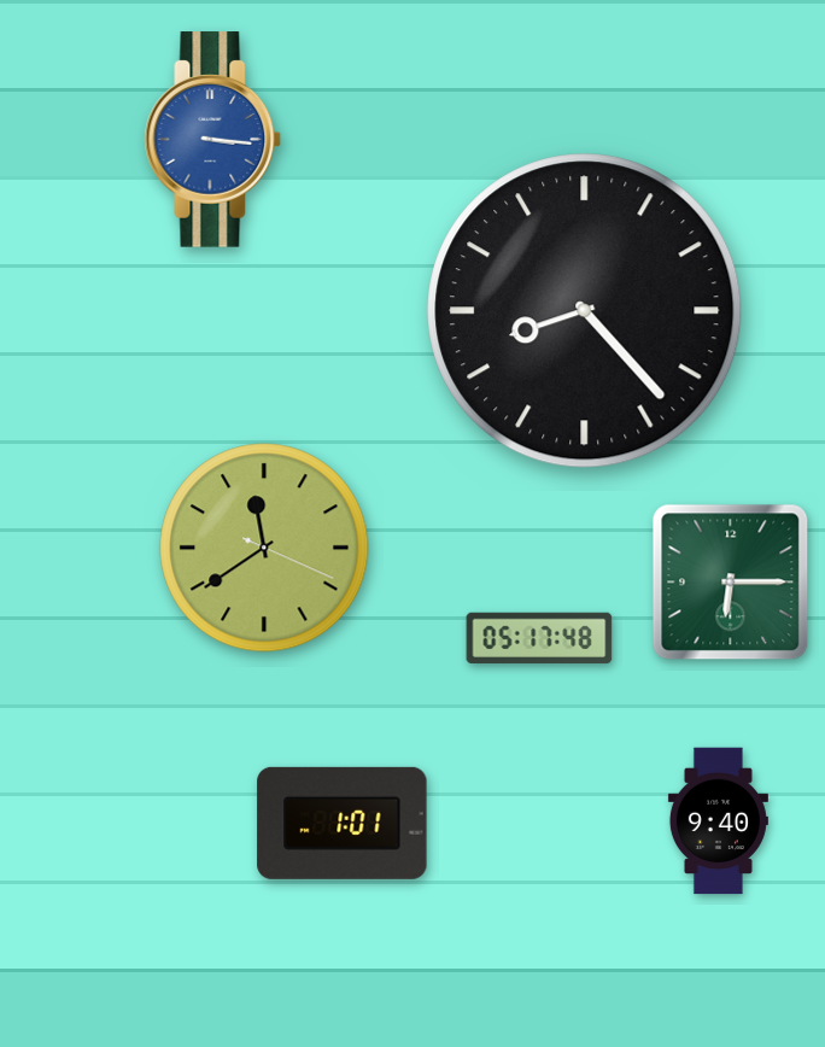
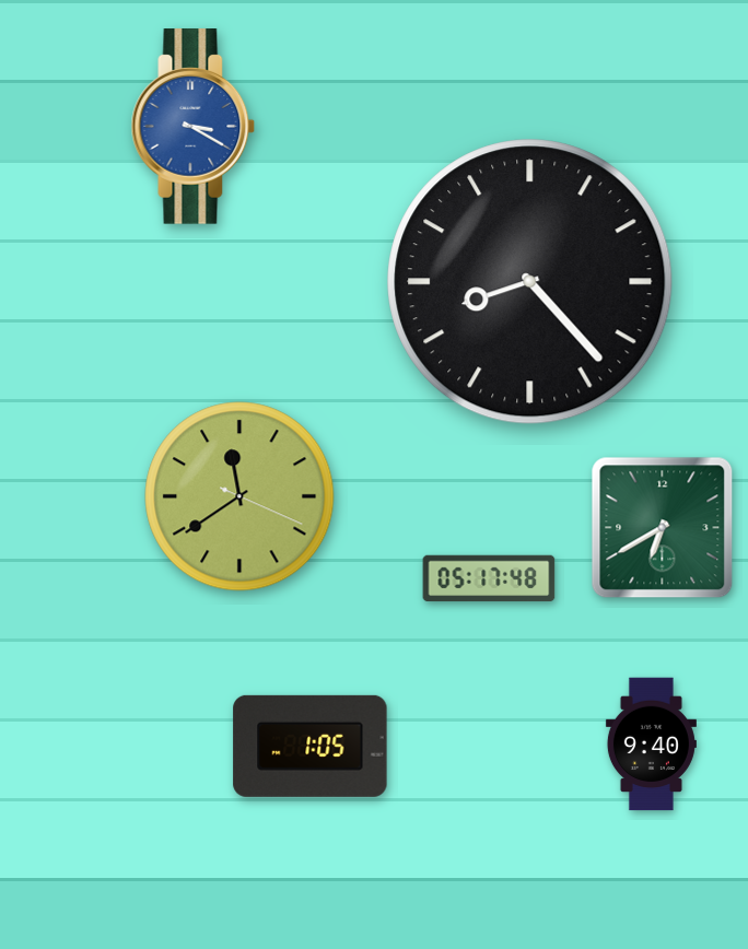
clock at (213, 140): 3:16 -> 3:20
clock at (731, 583): 6:15 -> 6:40
clock at (343, 823): 1:01 -> 1:05
